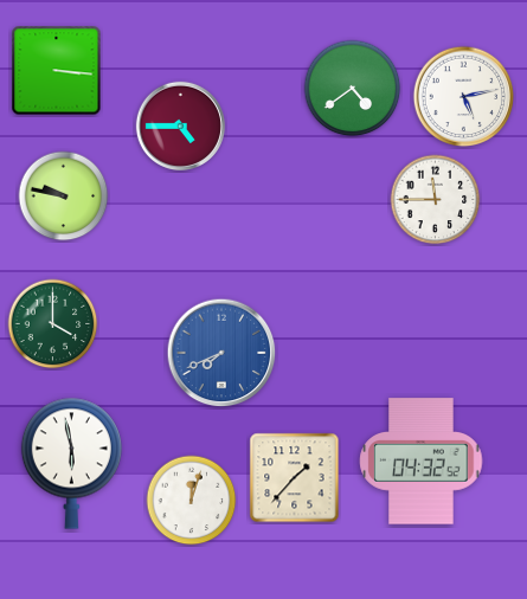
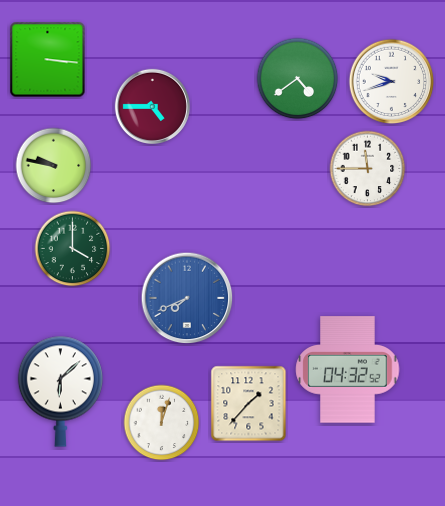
clock at (353, 89) position: (353, 89) -> (298, 79)
clock at (464, 97): 5:13 -> 9:42
clock at (53, 324) position: (53, 324) -> (73, 249)
clock at (422, 462) position: (422, 462) -> (348, 370)
clock at (71, 463): 5:58 -> 6:08
